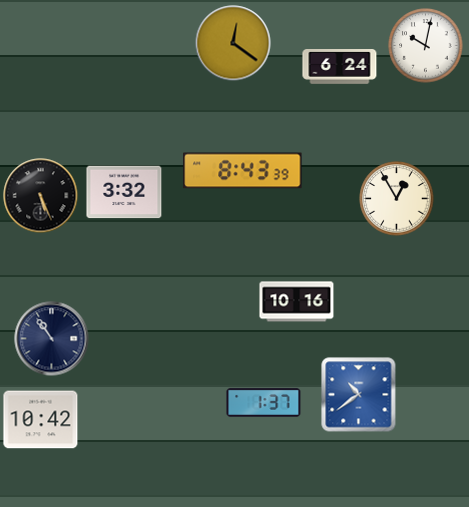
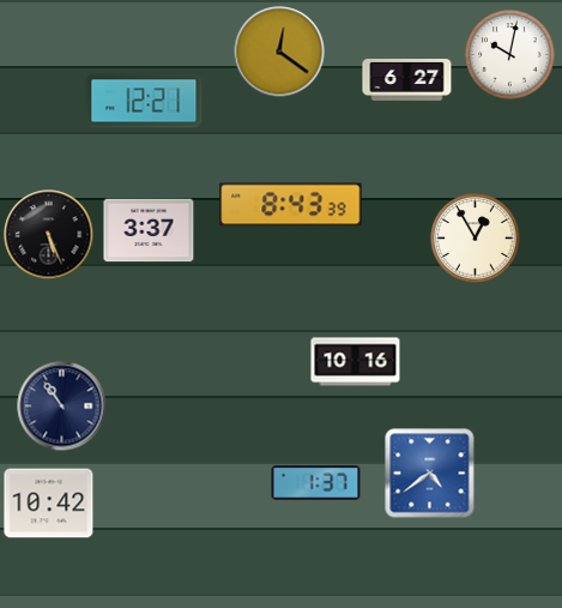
clock at (340, 67): 6:24 -> 6:27
clock at (144, 101): none -> 12:21
clock at (124, 192): 3:32 -> 3:37
clock at (359, 395): 10:39 -> 4:39
